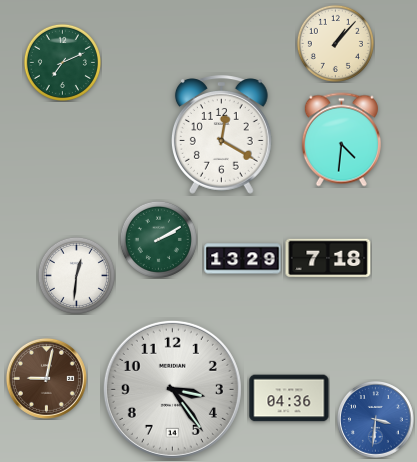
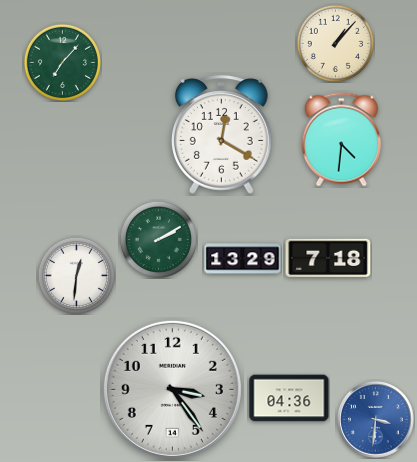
clock at (62, 62): 7:11 -> 7:07
clock at (46, 378): 9:02 -> none
